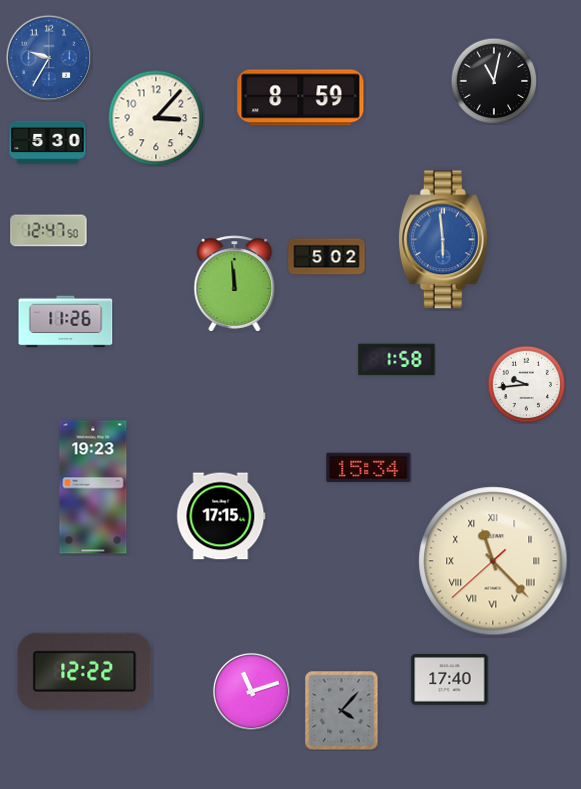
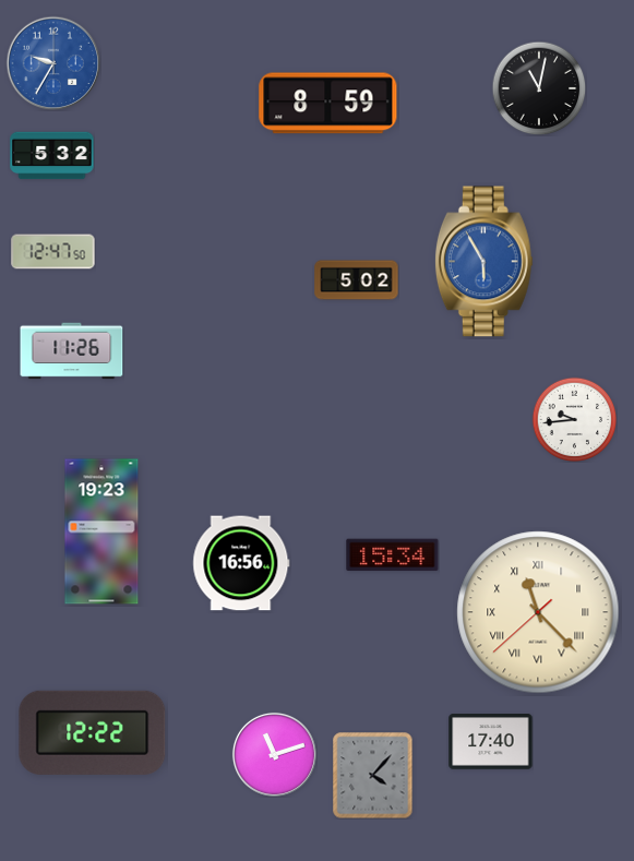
clock at (301, 98) position: (301, 98) -> (328, 104)
clock at (156, 118): 3:07 -> none
clock at (48, 143): 5:30 -> 5:32
clock at (443, 240): 5:59 -> 5:55
clock at (235, 284): 11:59 -> none
clock at (397, 360): 1:58 -> none
clock at (369, 468) position: (369, 468) -> (393, 555)
clock at (221, 516): 17:15 -> 16:56
